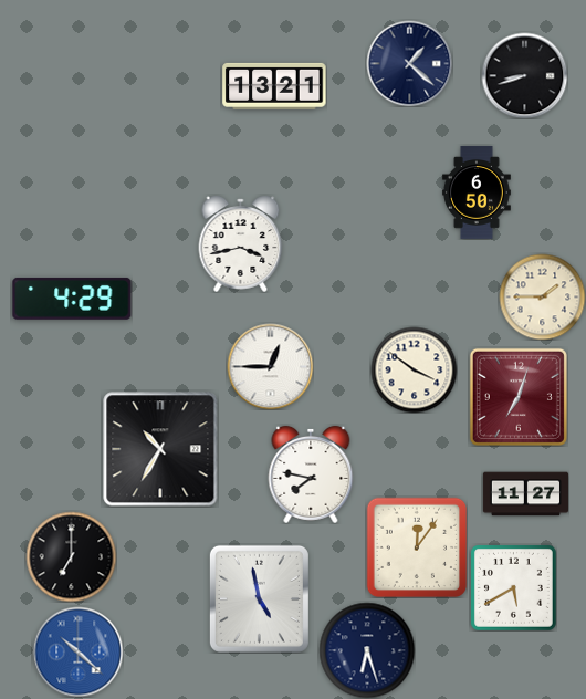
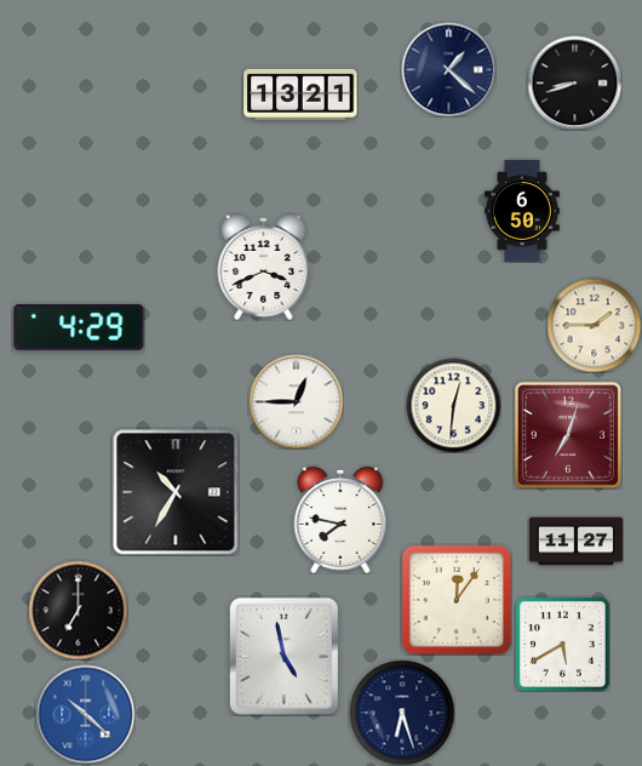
clock at (241, 243): 3:43 -> 3:41
clock at (414, 369): 3:51 -> 12:31
